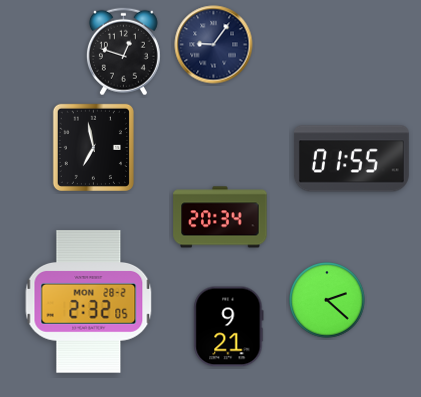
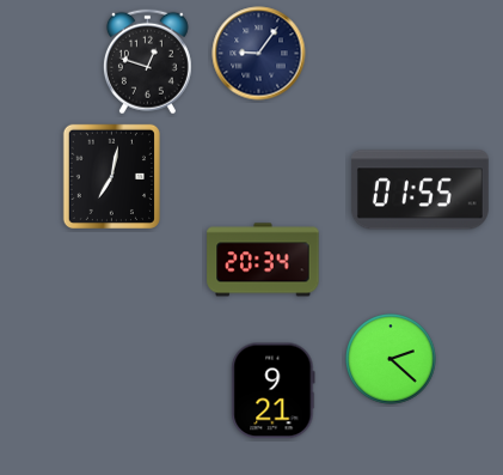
clock at (214, 45) position: (214, 45) -> (259, 54)
clock at (93, 147): 6:58 -> 7:02
clock at (89, 302): 2:32 -> none
